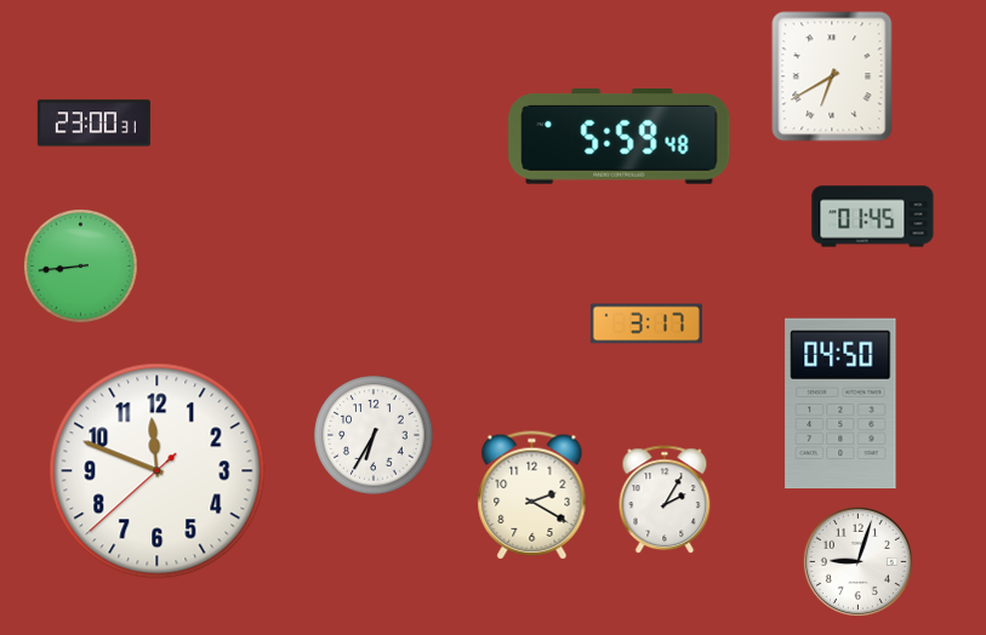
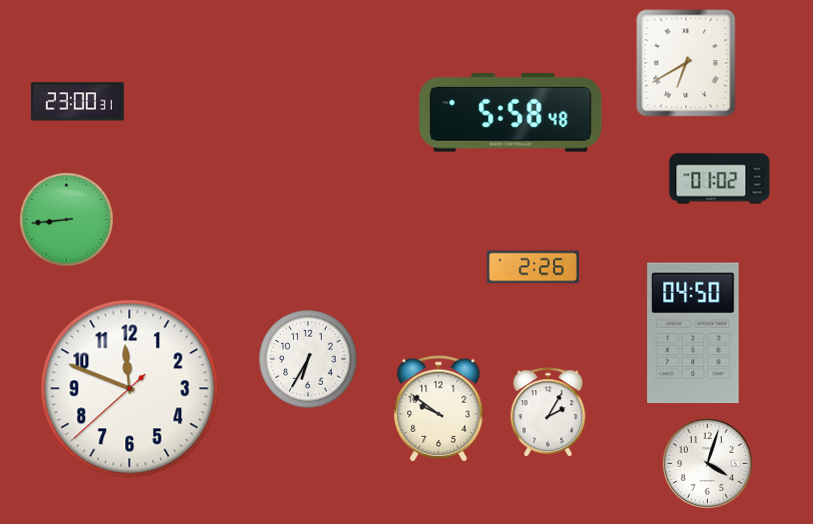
clock at (620, 137): 5:59 -> 5:58
clock at (873, 217): 01:45 -> 01:02
clock at (646, 324): 3:17 -> 2:26
clock at (532, 496): 2:20 -> 9:51
clock at (857, 561): 9:03 -> 4:03
